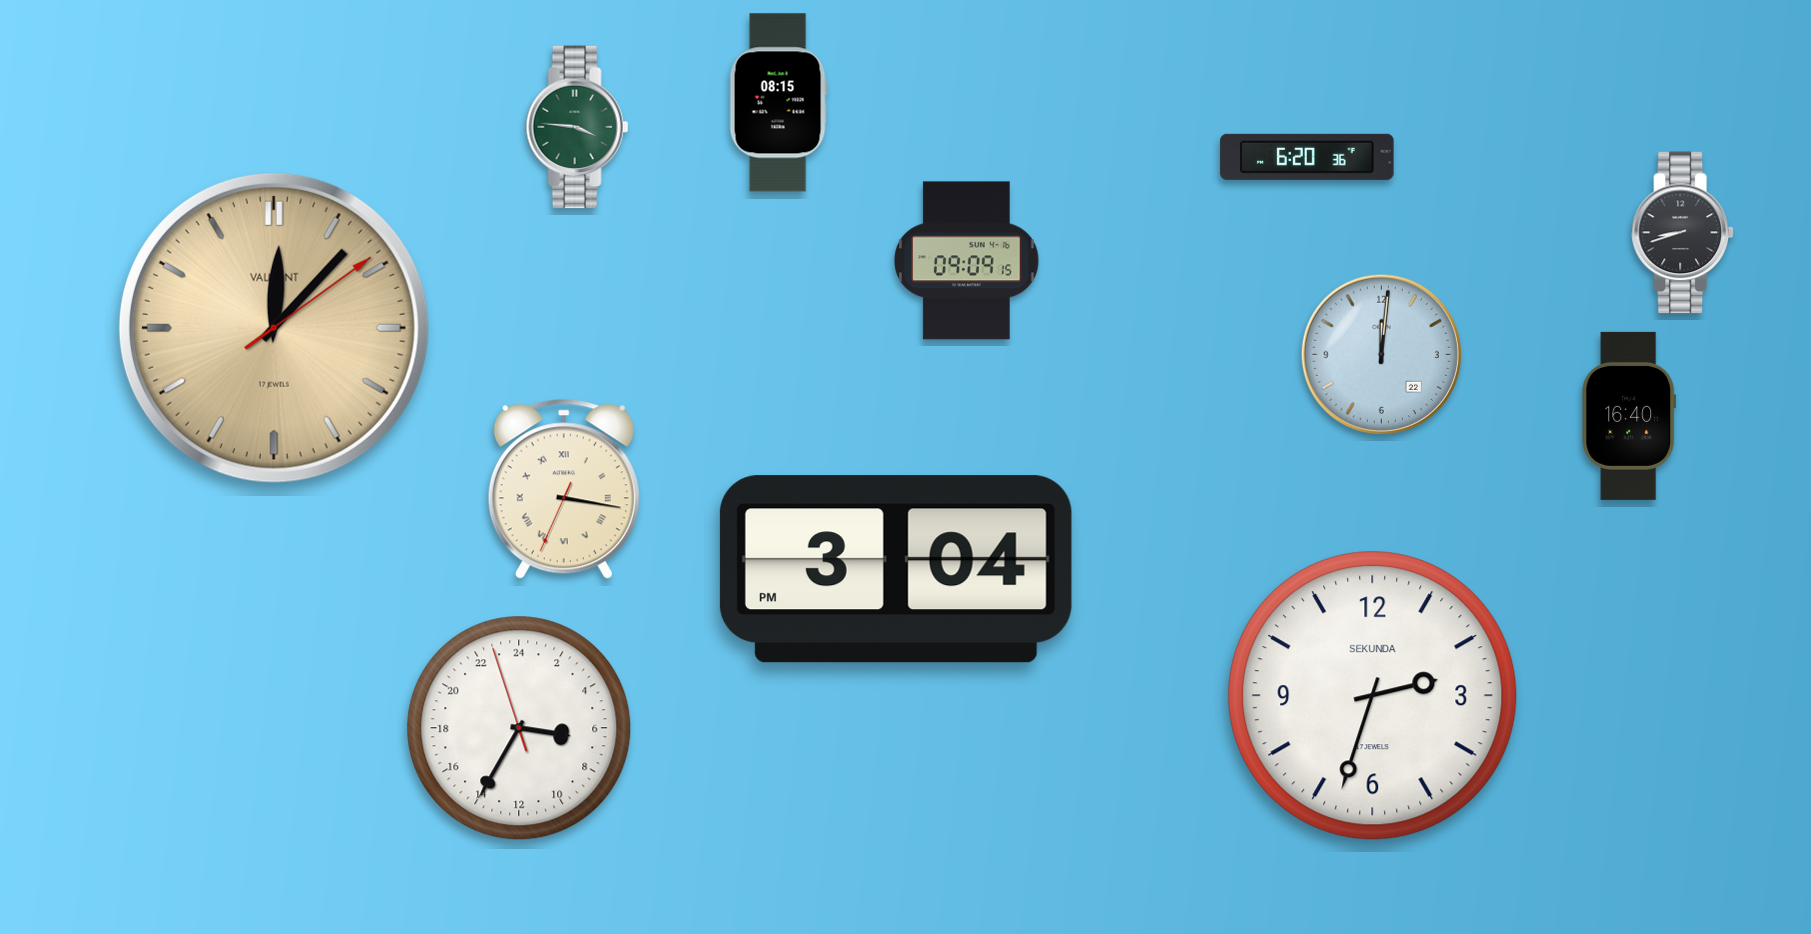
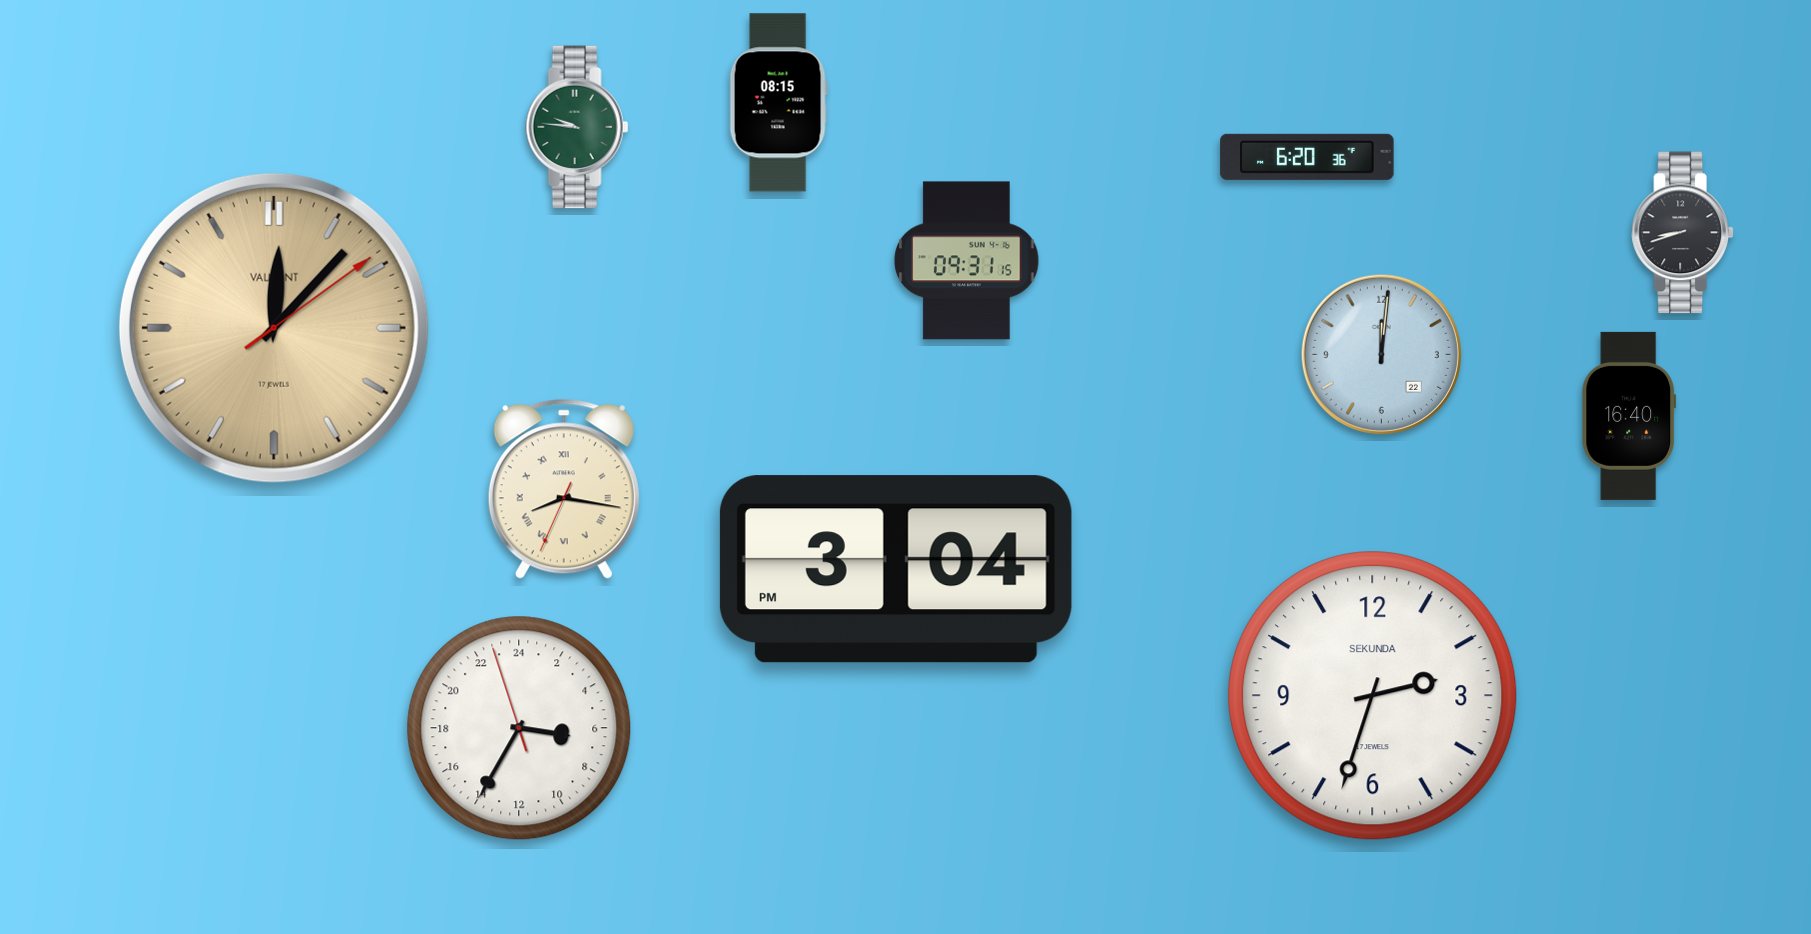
clock at (577, 127): 3:46 -> 9:46
clock at (967, 261): 09:09 -> 09:31
clock at (564, 489): 3:16 -> 8:16
